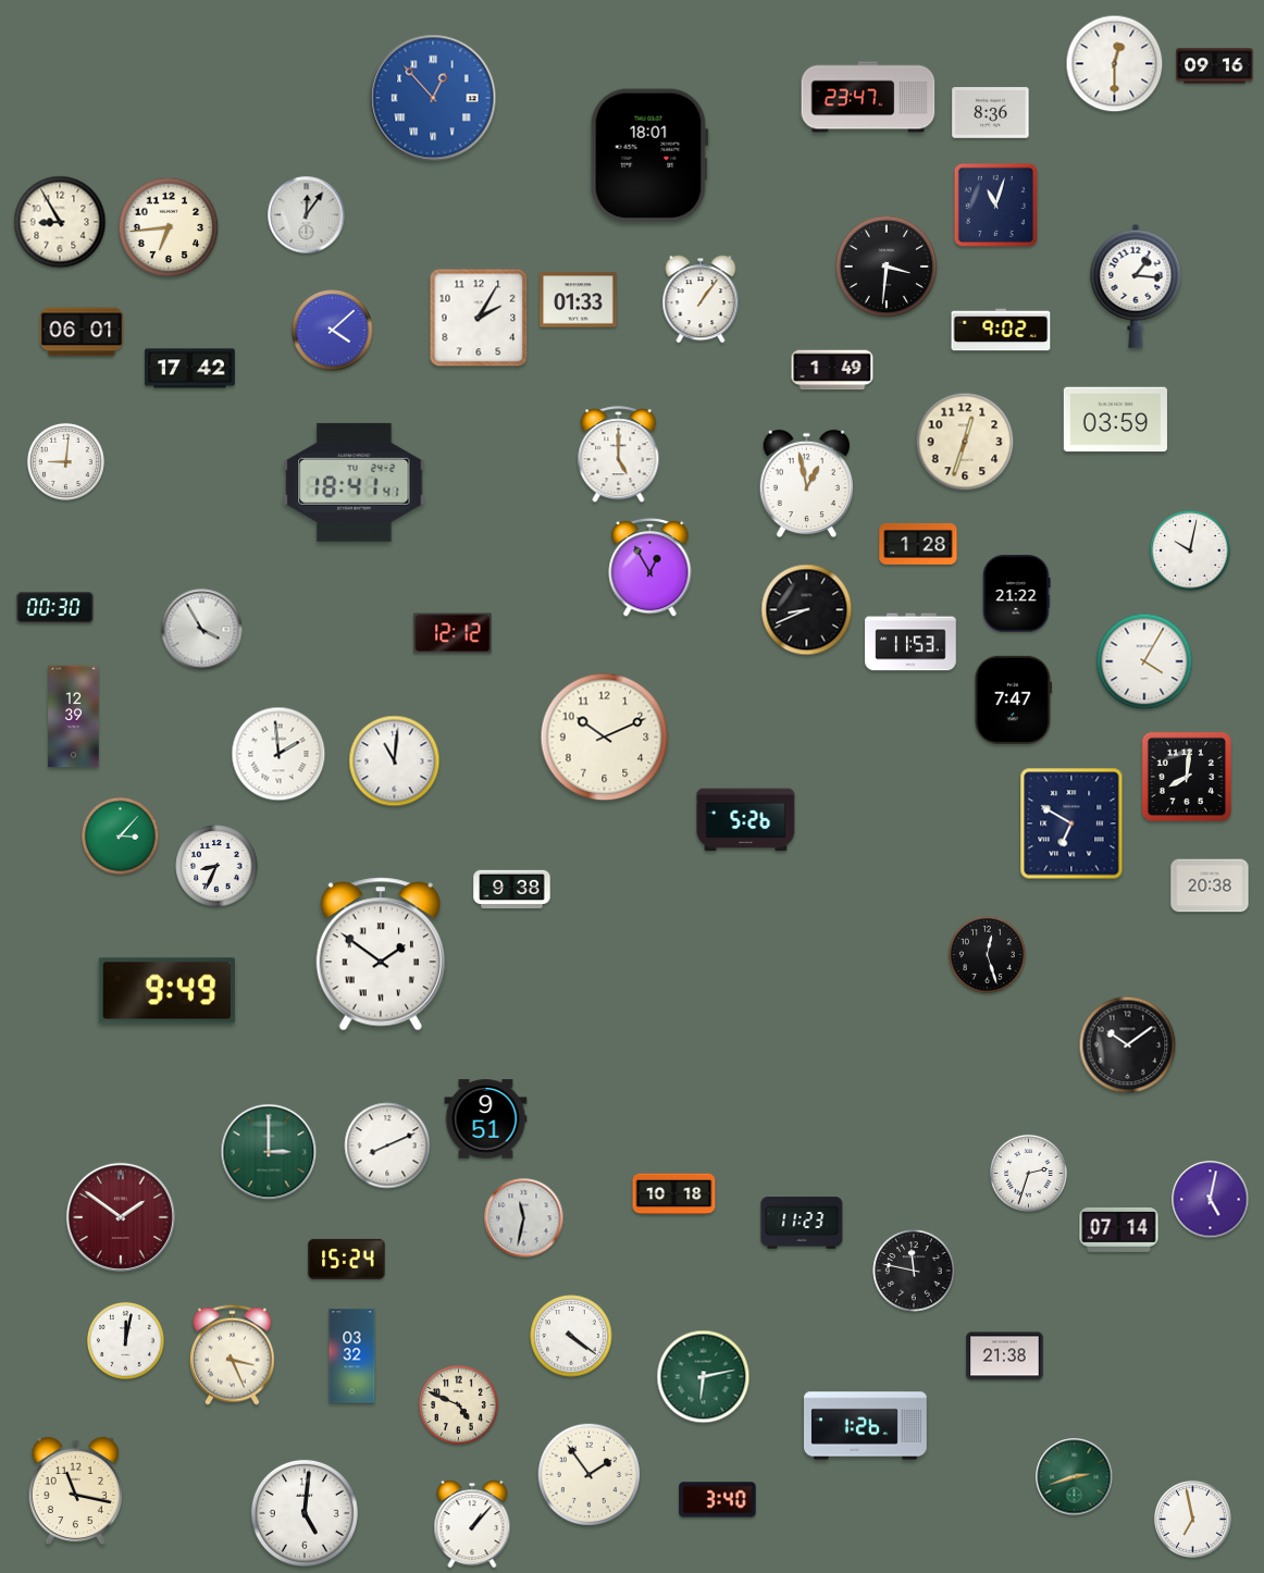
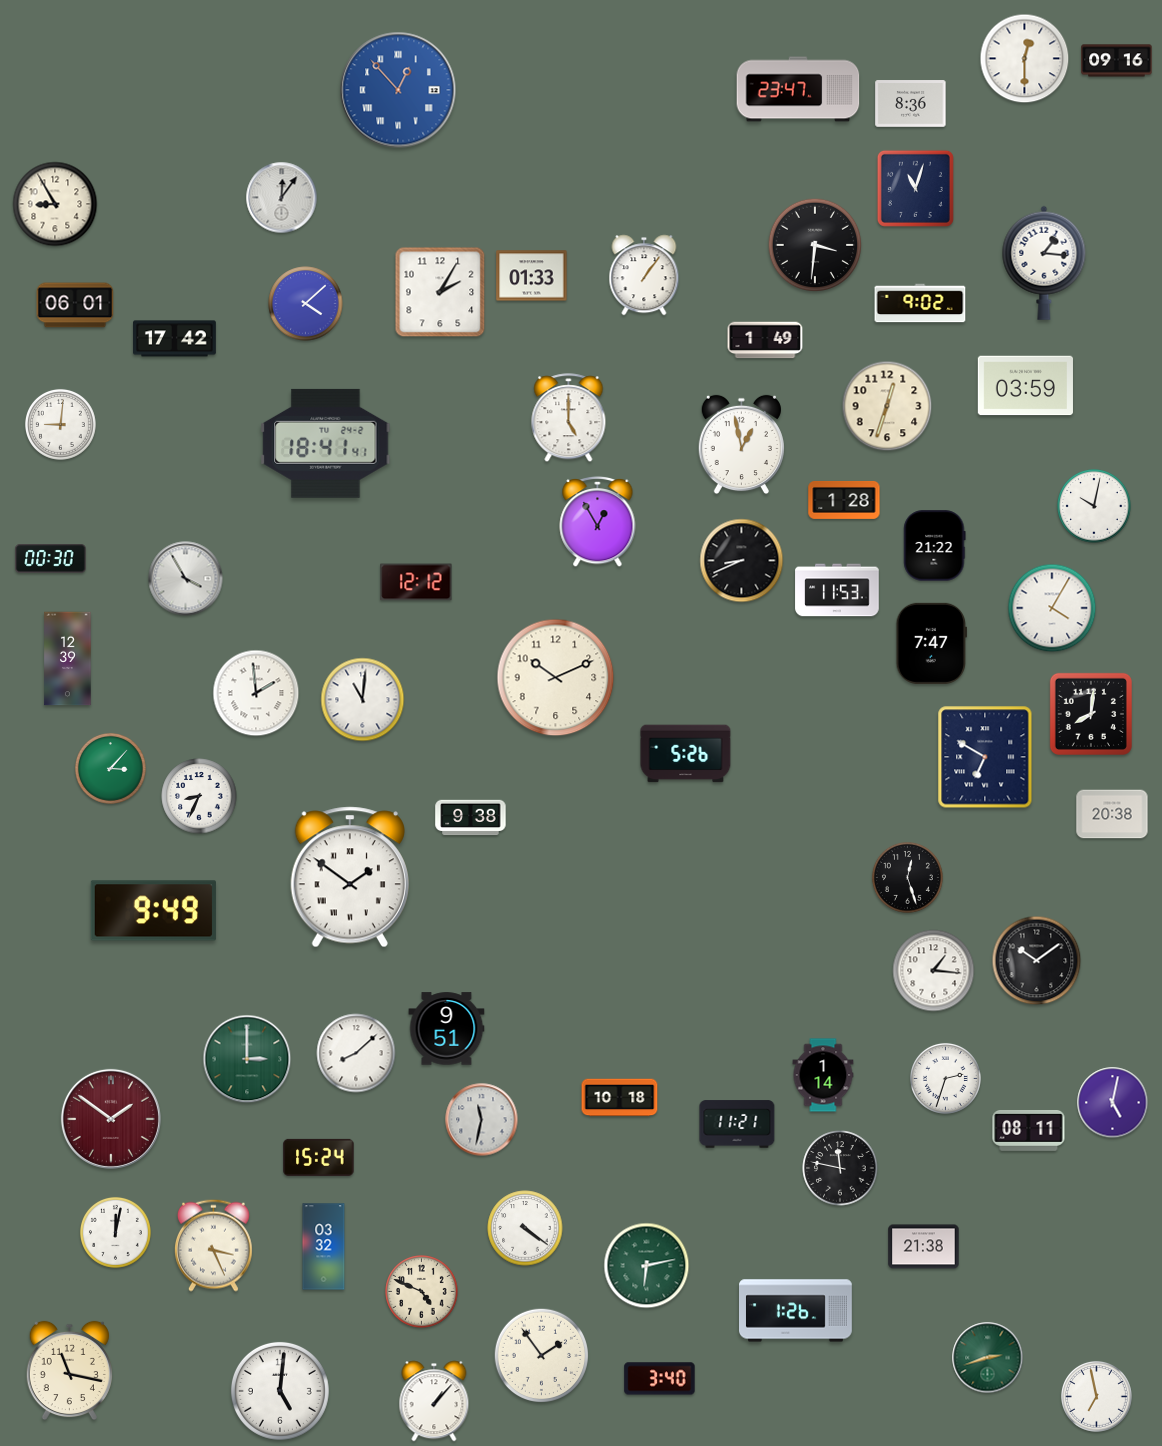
clock at (649, 156): 18:01 -> none
clock at (169, 227): 6:44 -> none
clock at (934, 971): none -> 1:16
clock at (387, 1145): 8:11 -> 8:08
clock at (823, 1075): none -> 1:14
clock at (802, 1223): 11:23 -> 11:21
clock at (1119, 1230): 07:14 -> 08:11
